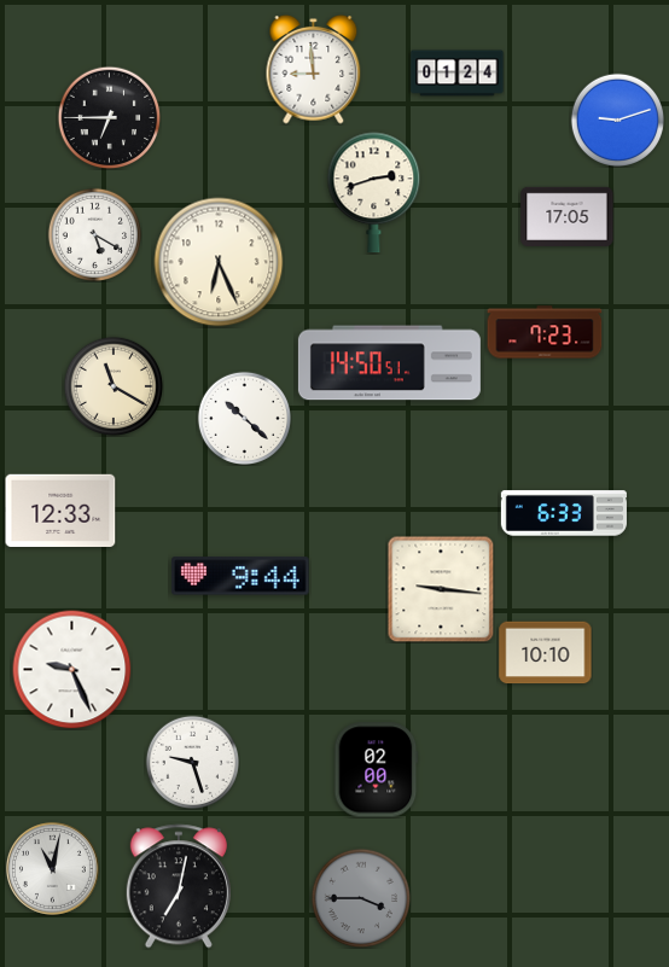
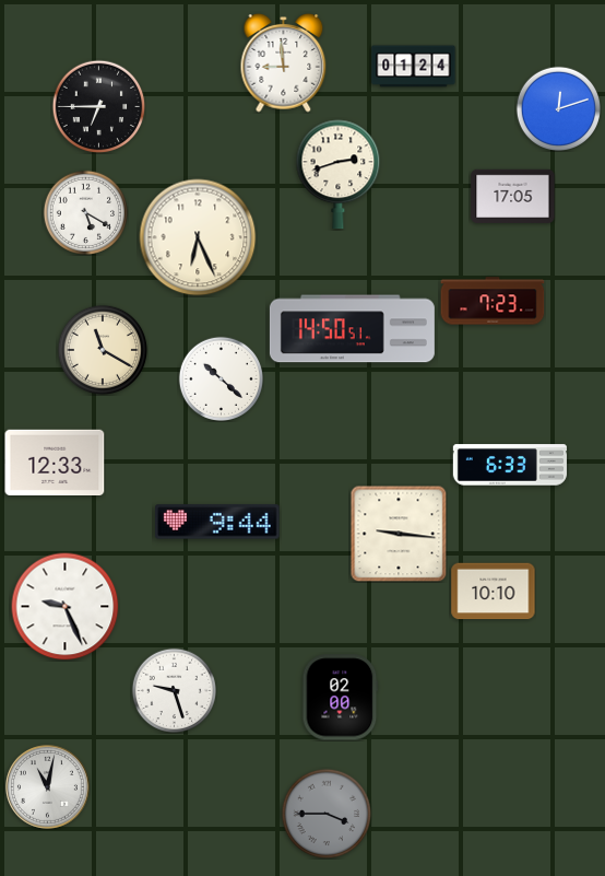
clock at (617, 120): 9:12 -> 12:12
clock at (179, 886): 7:02 -> none
